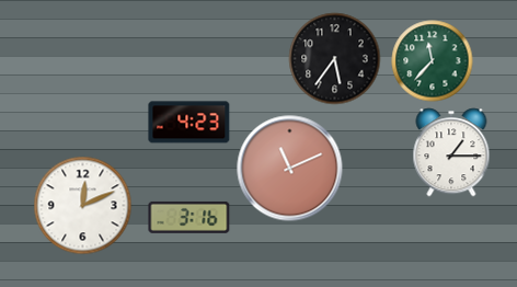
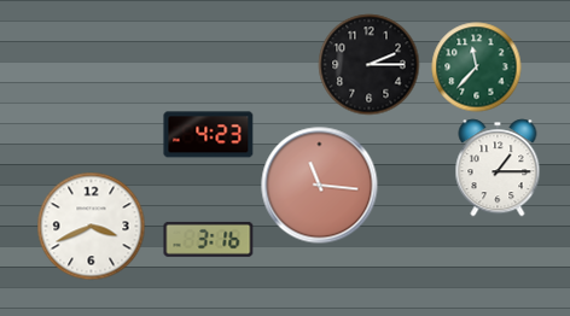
clock at (335, 59): 5:36 -> 2:15
clock at (290, 169): 11:11 -> 11:16
clock at (83, 206): 12:11 -> 3:41
